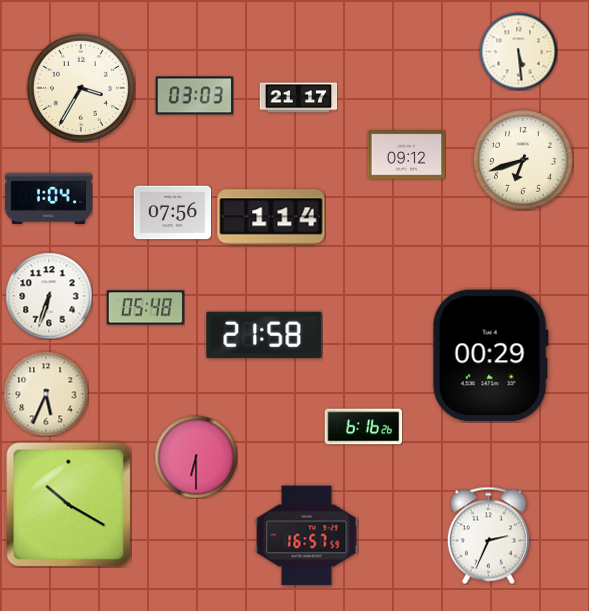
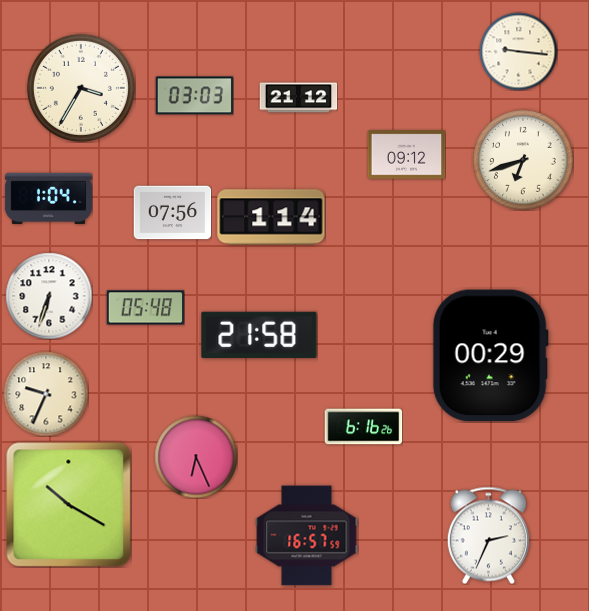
clock at (518, 51): 5:29 -> 9:16
clock at (298, 98): 21:17 -> 21:12
clock at (264, 335) position: (264, 335) -> (259, 335)
clock at (46, 394): 5:34 -> 9:34
clock at (196, 457): 6:30 -> 6:26
